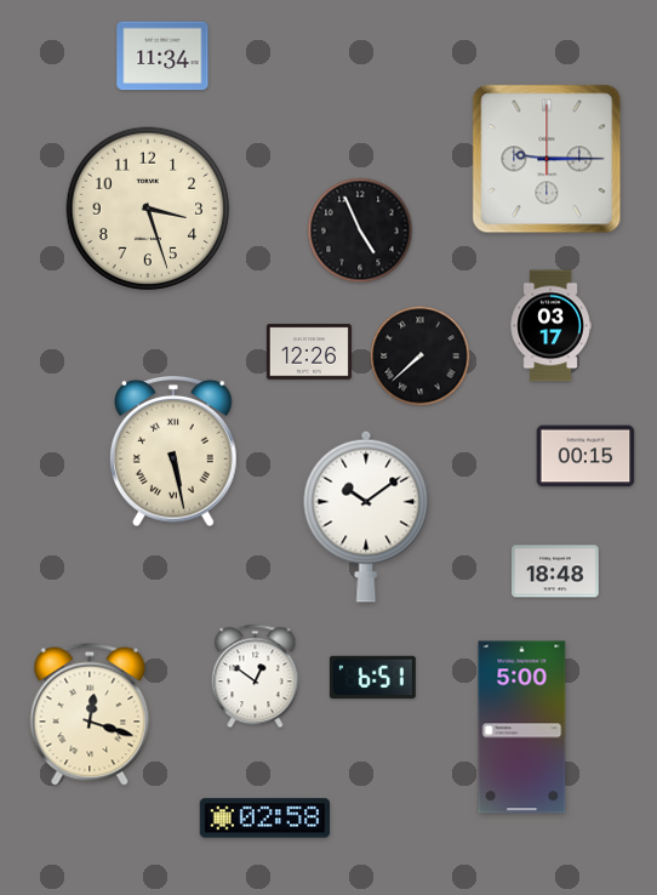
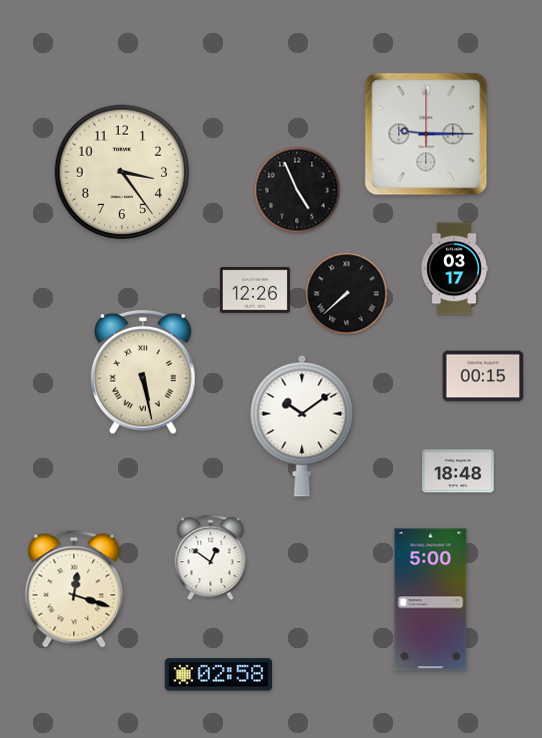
clock at (162, 56): 11:34 -> none
clock at (547, 159) position: (547, 159) -> (426, 134)
clock at (148, 209): 3:27 -> 3:24
clock at (372, 677): 6:51 -> none
